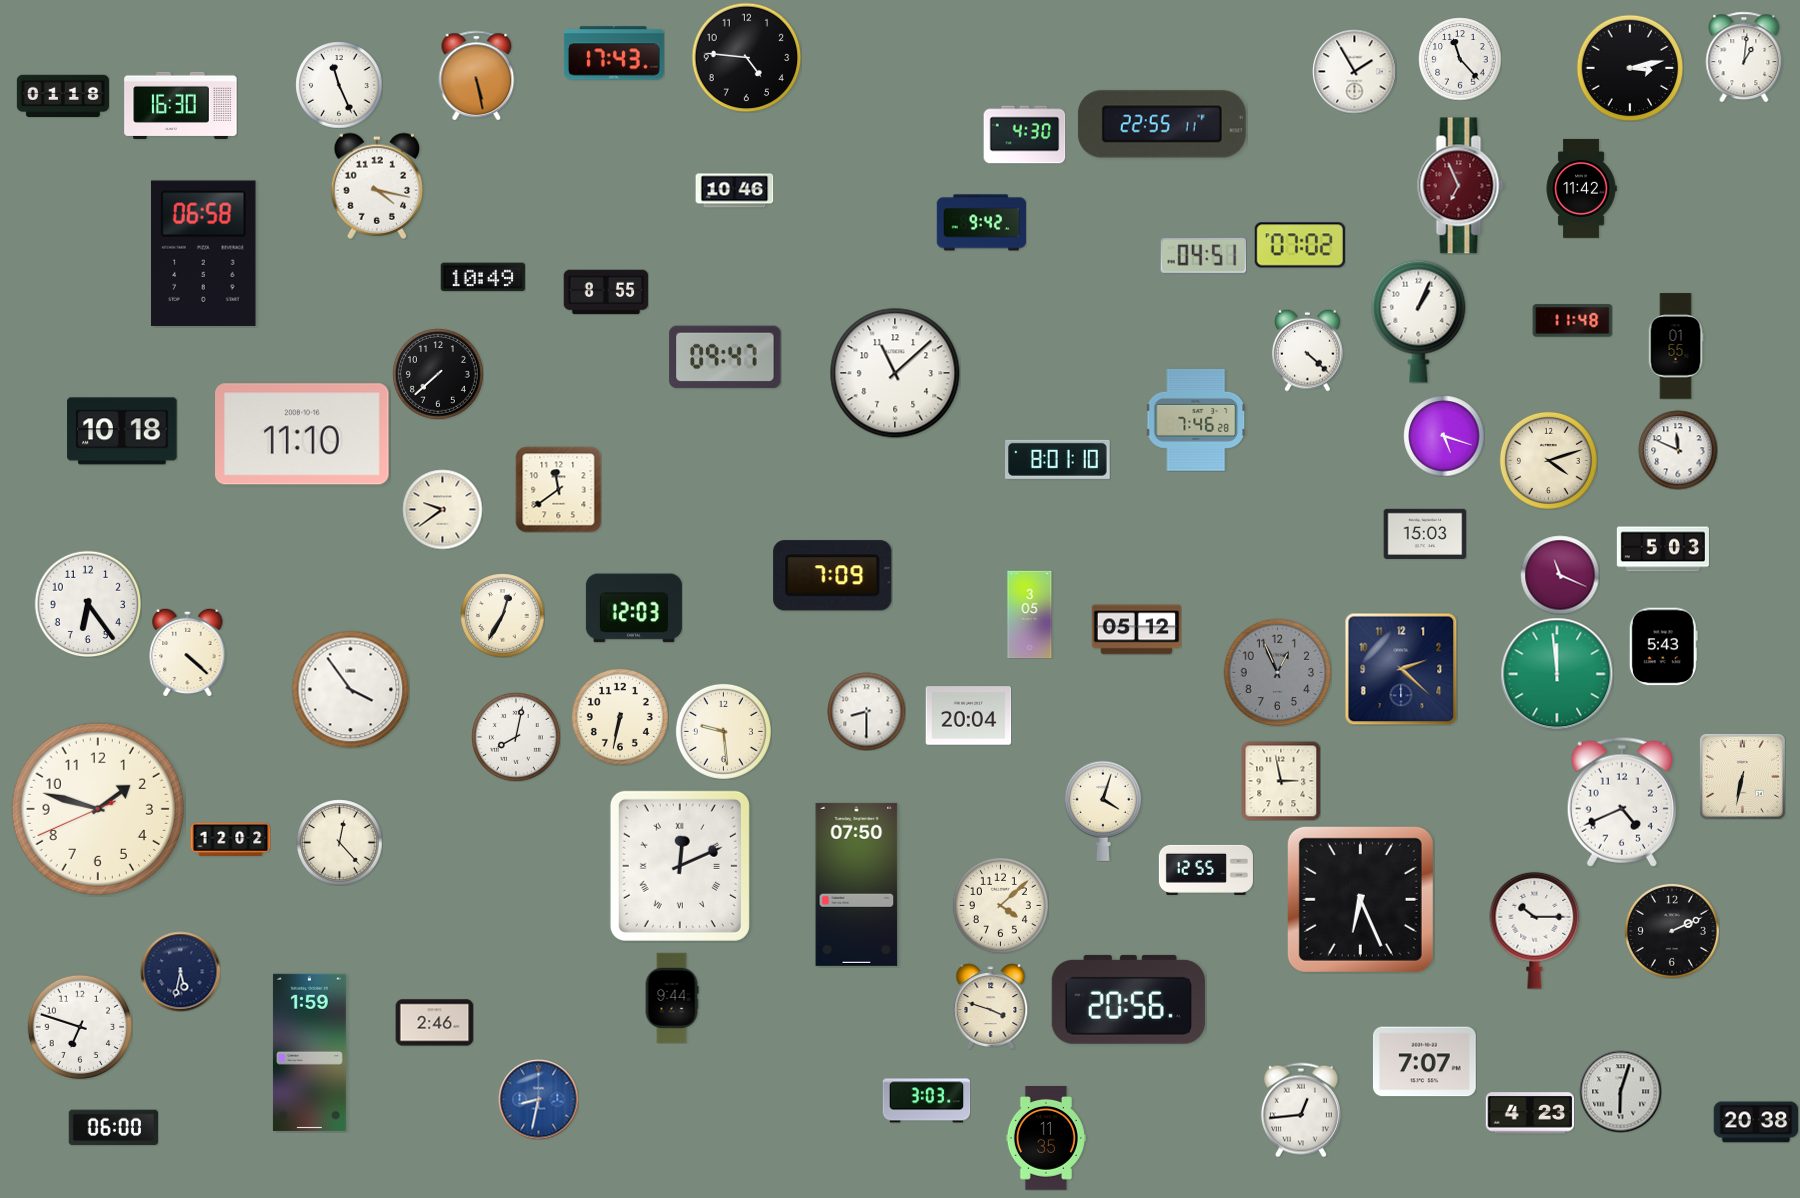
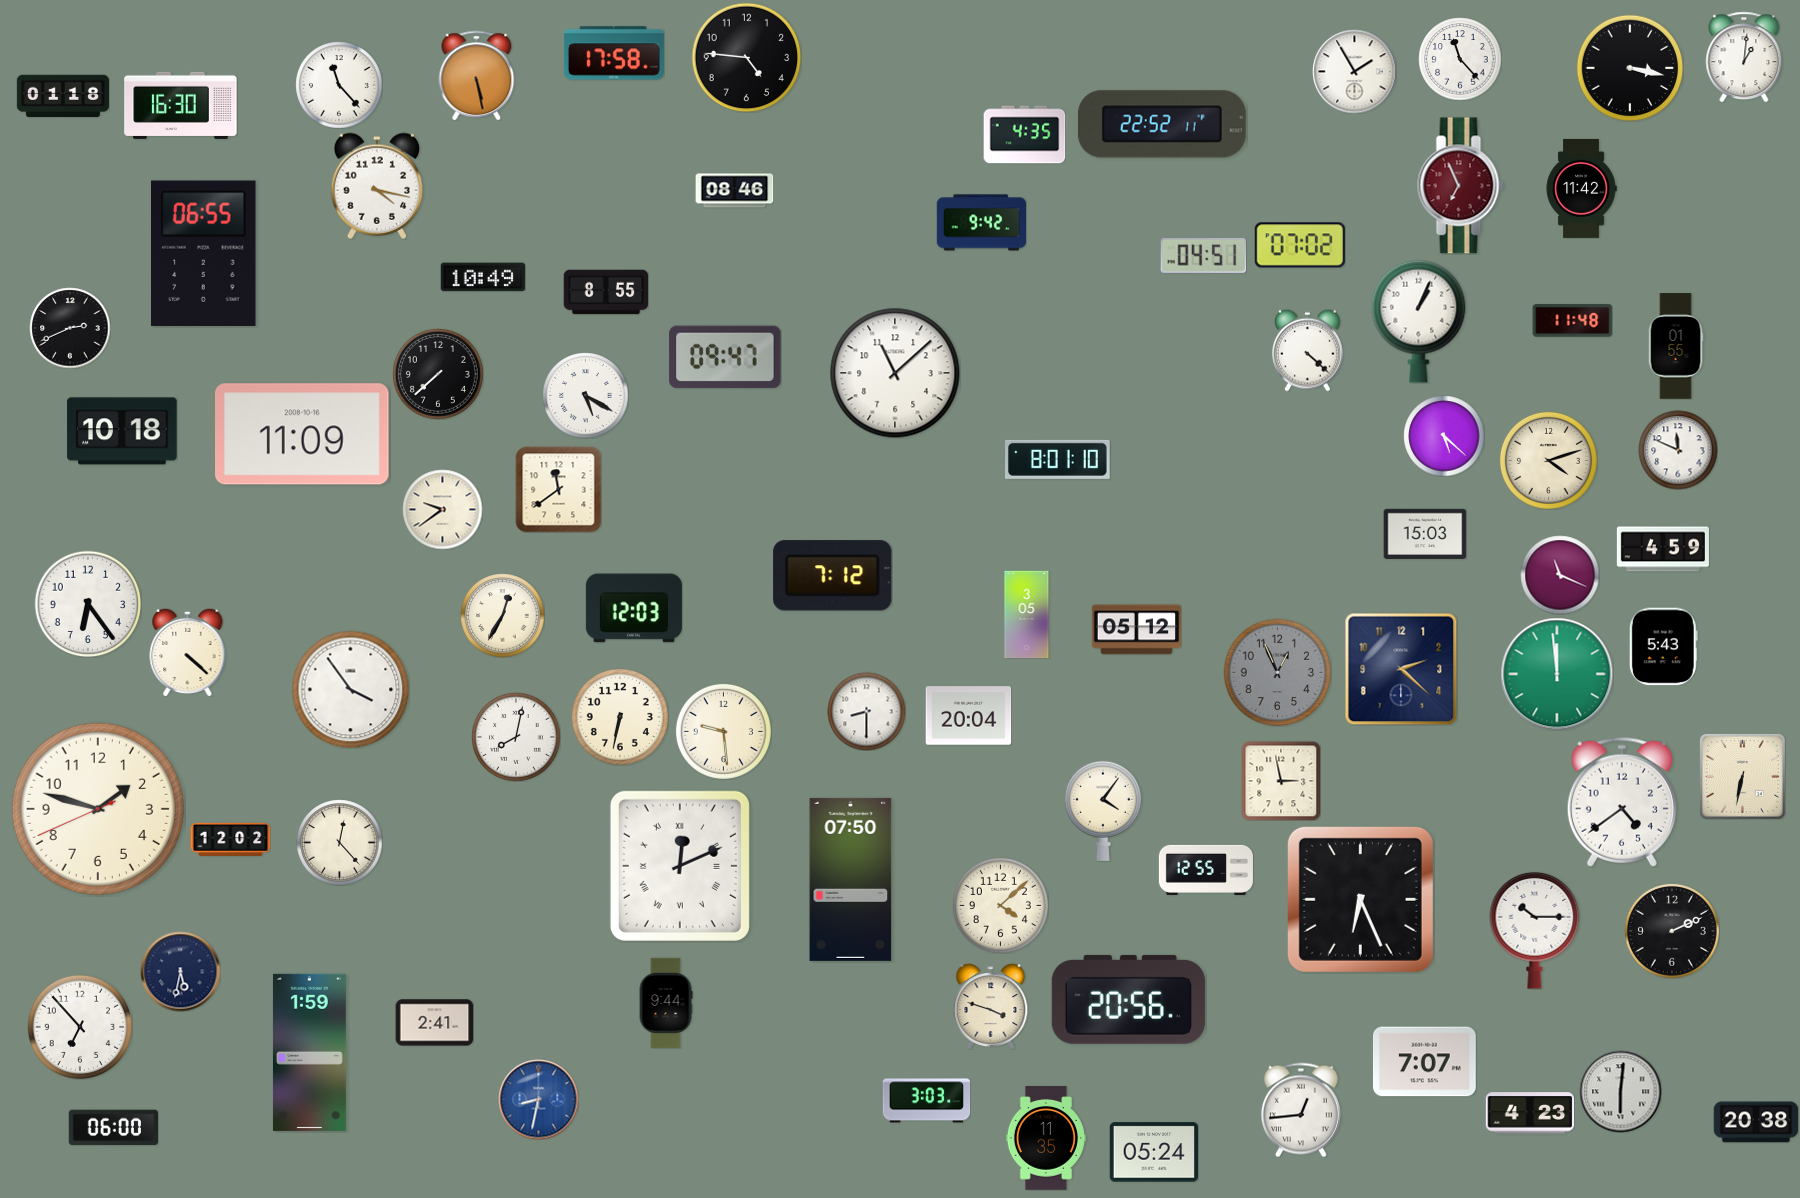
clock at (614, 53): 17:43 -> 17:58
clock at (1630, 68): 3:13 -> 3:17
clock at (339, 85): 11:26 -> 11:23
clock at (1162, 124): 22:55 -> 22:52
clock at (1024, 135): 4:30 -> 4:35
clock at (734, 191): 10:46 -> 08:46
clock at (204, 253): 06:58 -> 06:55
clock at (70, 328): none -> 2:41
clock at (585, 395): none -> 5:20
clock at (1196, 420): 7:46 -> none
clock at (303, 434): 11:10 -> 11:09
clock at (1444, 436): 5:18 -> 5:22
clock at (1663, 549): 5:03 -> 4:59
clock at (833, 576): 7:09 -> 7:12
clock at (1030, 614) position: (1030, 614) -> (1027, 614)
clock at (1622, 802): 4:41 -> 4:39
clock at (1103, 811): 4:03 -> 4:06
clock at (857, 884) position: (857, 884) -> (851, 879)
clock at (672, 998) position: (672, 998) -> (666, 1003)
clock at (434, 1023): 2:46 -> 2:41
clock at (79, 1026): 6:48 -> 6:53
clock at (1620, 1091): 6:03 -> 6:01
clock at (1154, 1152): none -> 05:24
